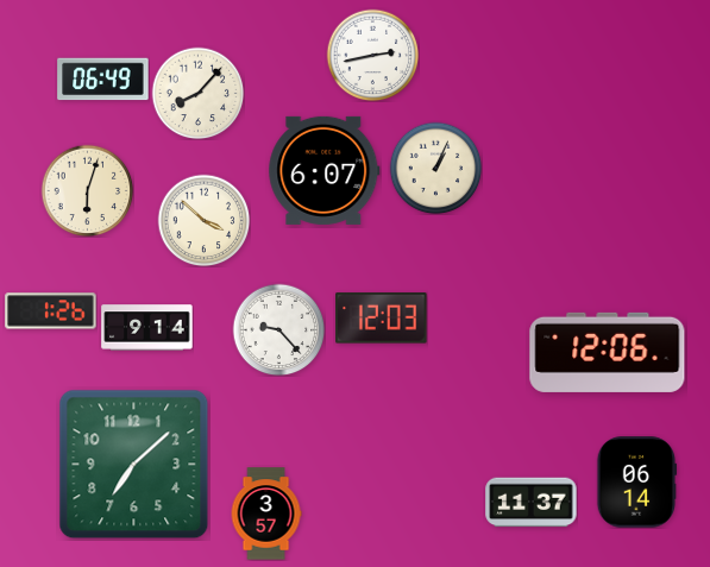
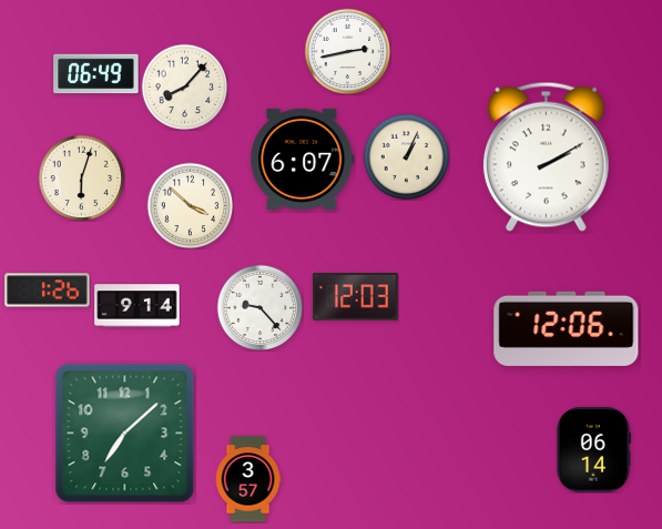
clock at (546, 156): none -> 2:10
clock at (532, 503): 11:37 -> none
